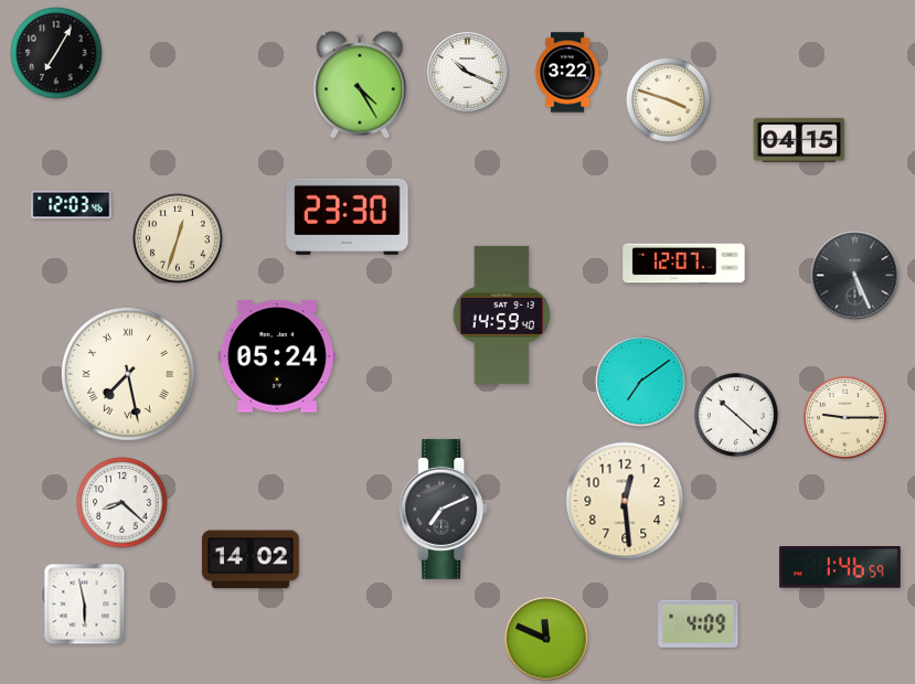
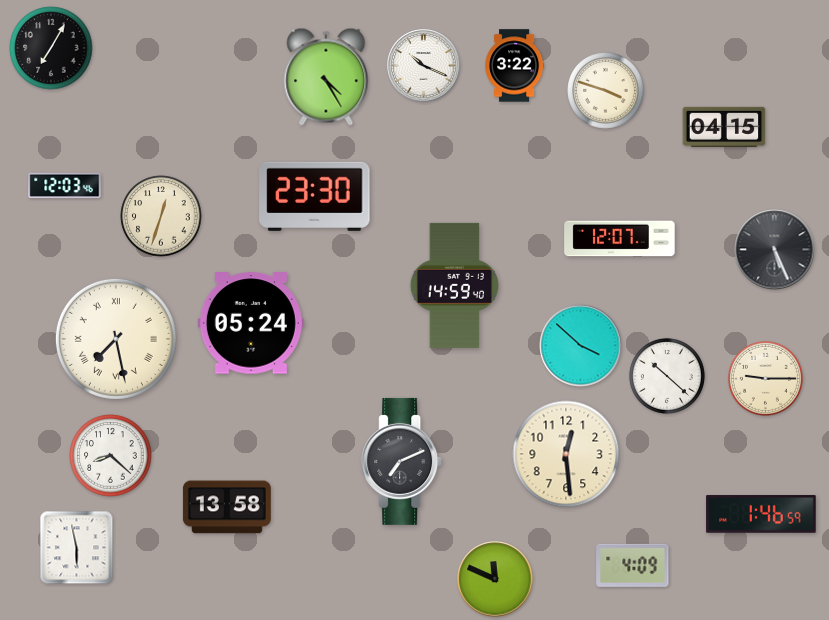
clock at (641, 382): 7:09 -> 3:52
clock at (251, 559): 14:02 -> 13:58
